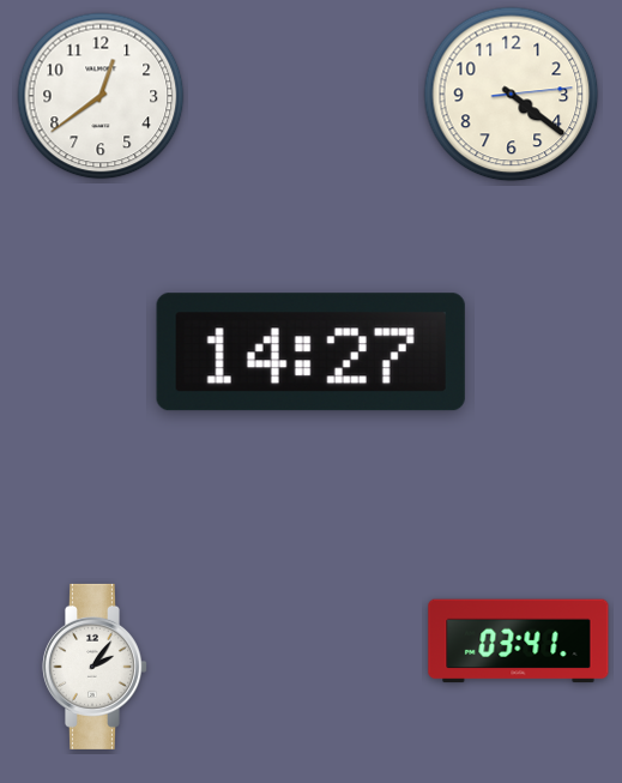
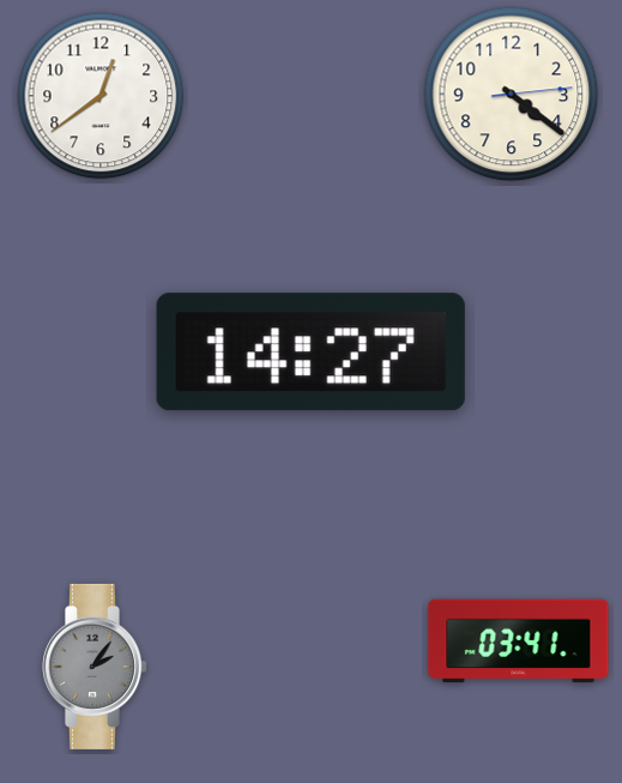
clock at (95, 667) dial: white -> grey
